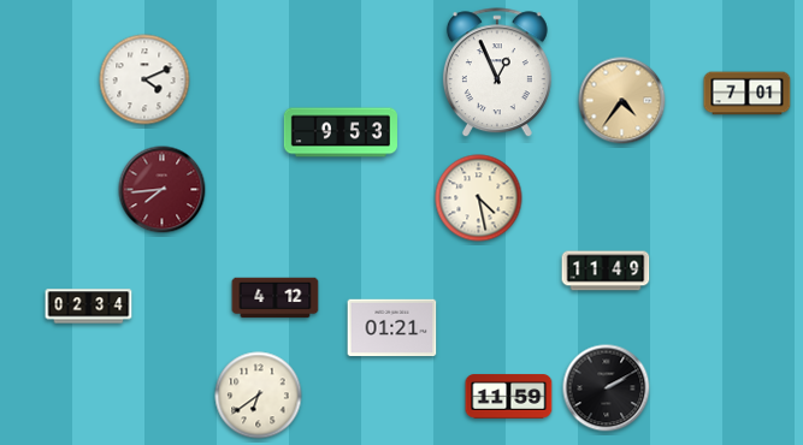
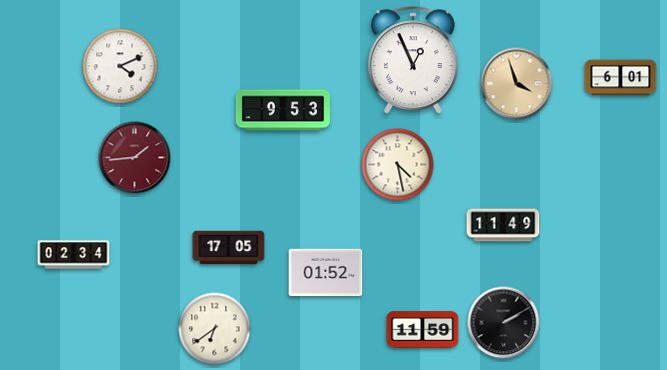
clock at (748, 94): 7:01 -> 6:01
clock at (622, 101): 4:36 -> 3:57
clock at (163, 190): 7:44 -> 1:44
clock at (276, 298): 4:12 -> 17:05
clock at (392, 328): 01:21 -> 01:52
